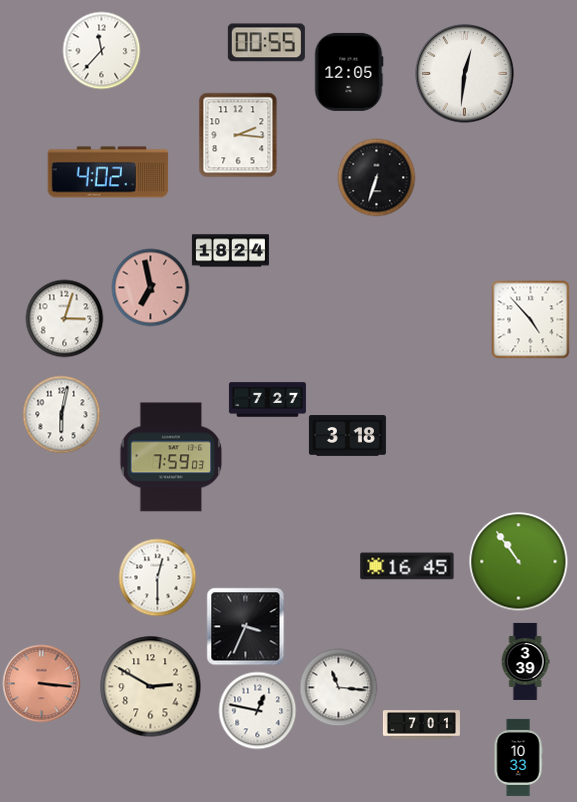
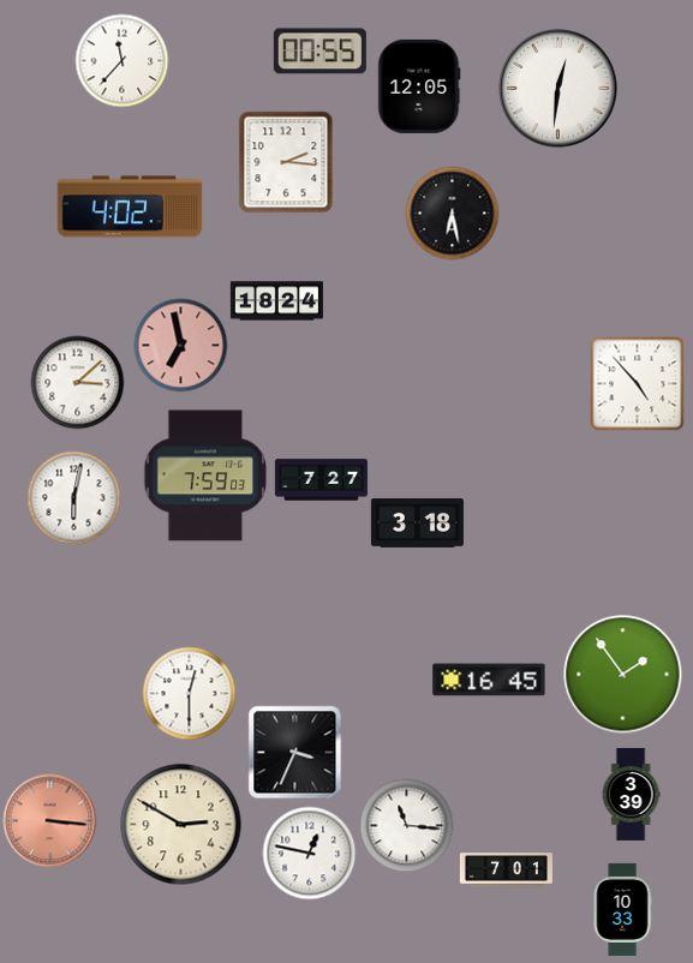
clock at (376, 177): 6:33 -> 6:28
clock at (64, 318): 3:03 -> 3:08
clock at (171, 457) position: (171, 457) -> (205, 475)
clock at (519, 562): 10:54 -> 1:54
